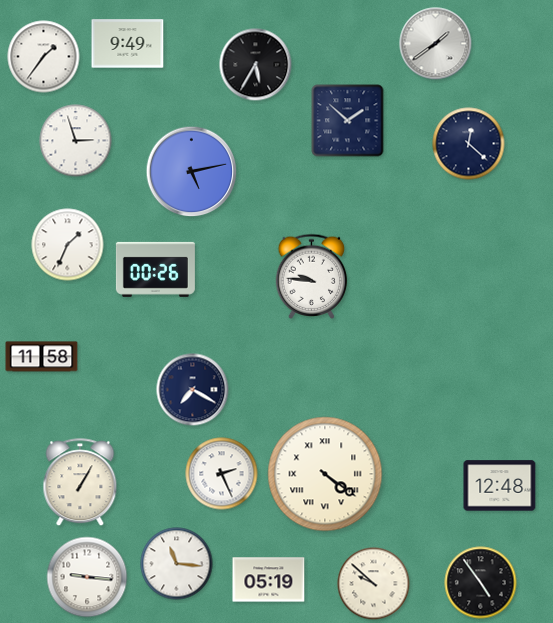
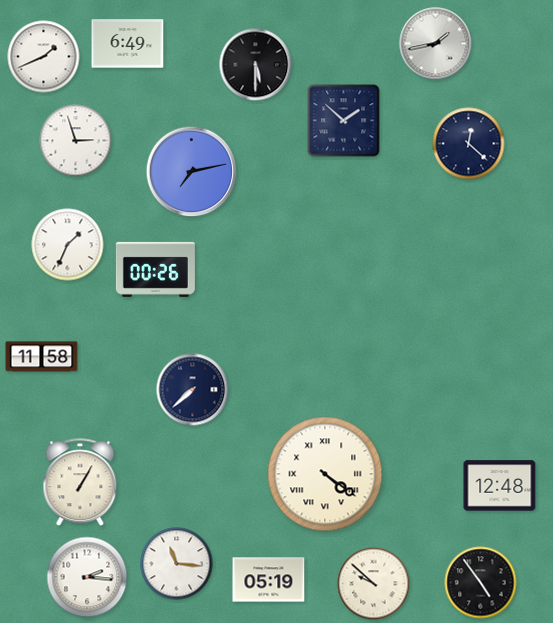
clock at (128, 44): 9:49 -> 6:49
clock at (436, 44): 1:39 -> 1:43
clock at (44, 57): 1:36 -> 1:41
clock at (256, 65): 5:35 -> 5:30
clock at (348, 121) position: (348, 121) -> (344, 121)
clock at (192, 172): 5:13 -> 7:13
clock at (312, 276): 9:46 -> none
clock at (193, 390): 7:20 -> 7:38
clock at (222, 474): 2:26 -> none
clock at (87, 577): 9:16 -> 2:16
